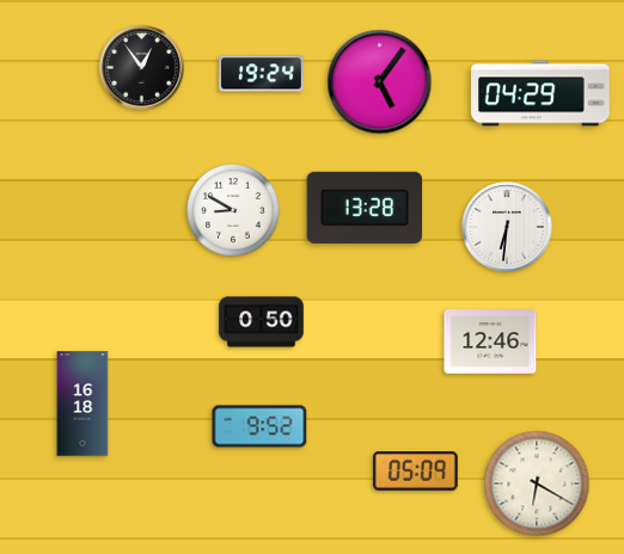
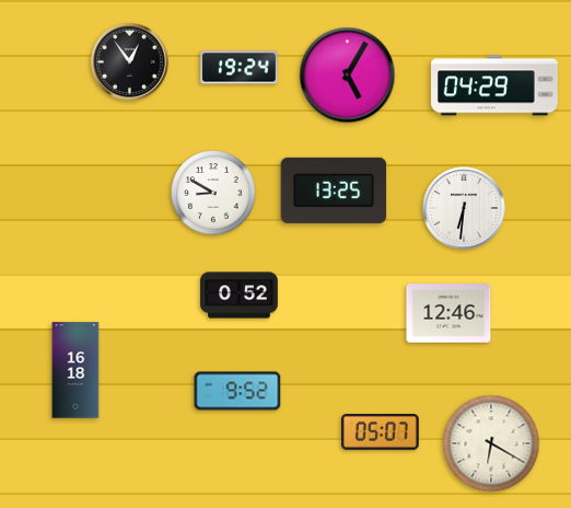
clock at (380, 82): 5:06 -> 5:05
clock at (365, 208): 13:28 -> 13:25
clock at (262, 322): 0:50 -> 0:52
clock at (416, 472): 05:09 -> 05:07
